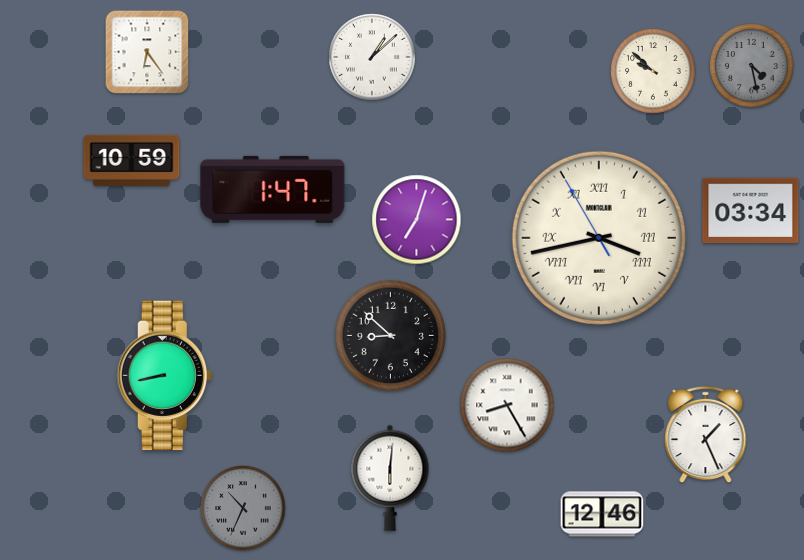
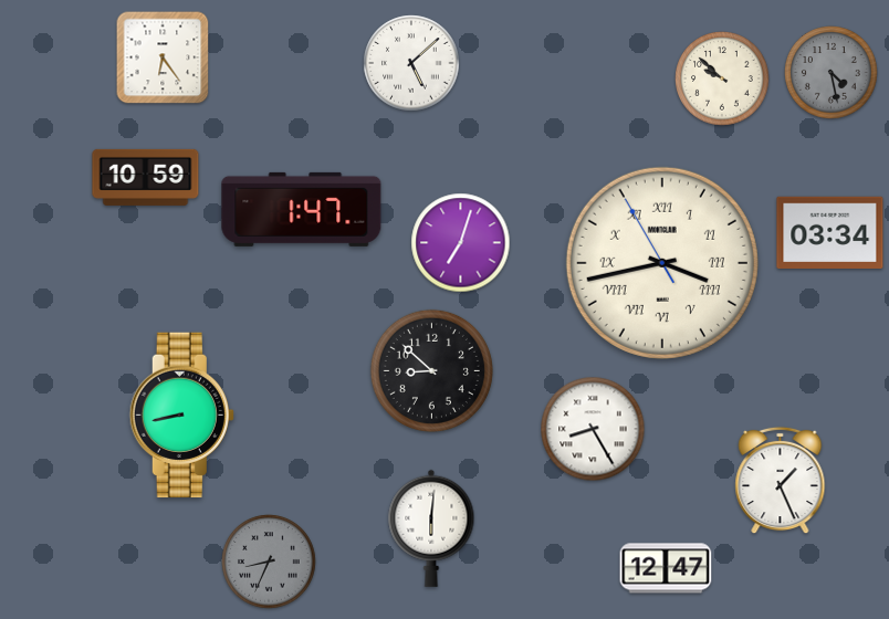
clock at (372, 57): 1:08 -> 5:08
clock at (507, 405) position: (507, 405) -> (593, 429)
clock at (243, 508): 10:34 -> 8:34
clock at (602, 514): 12:46 -> 12:47
